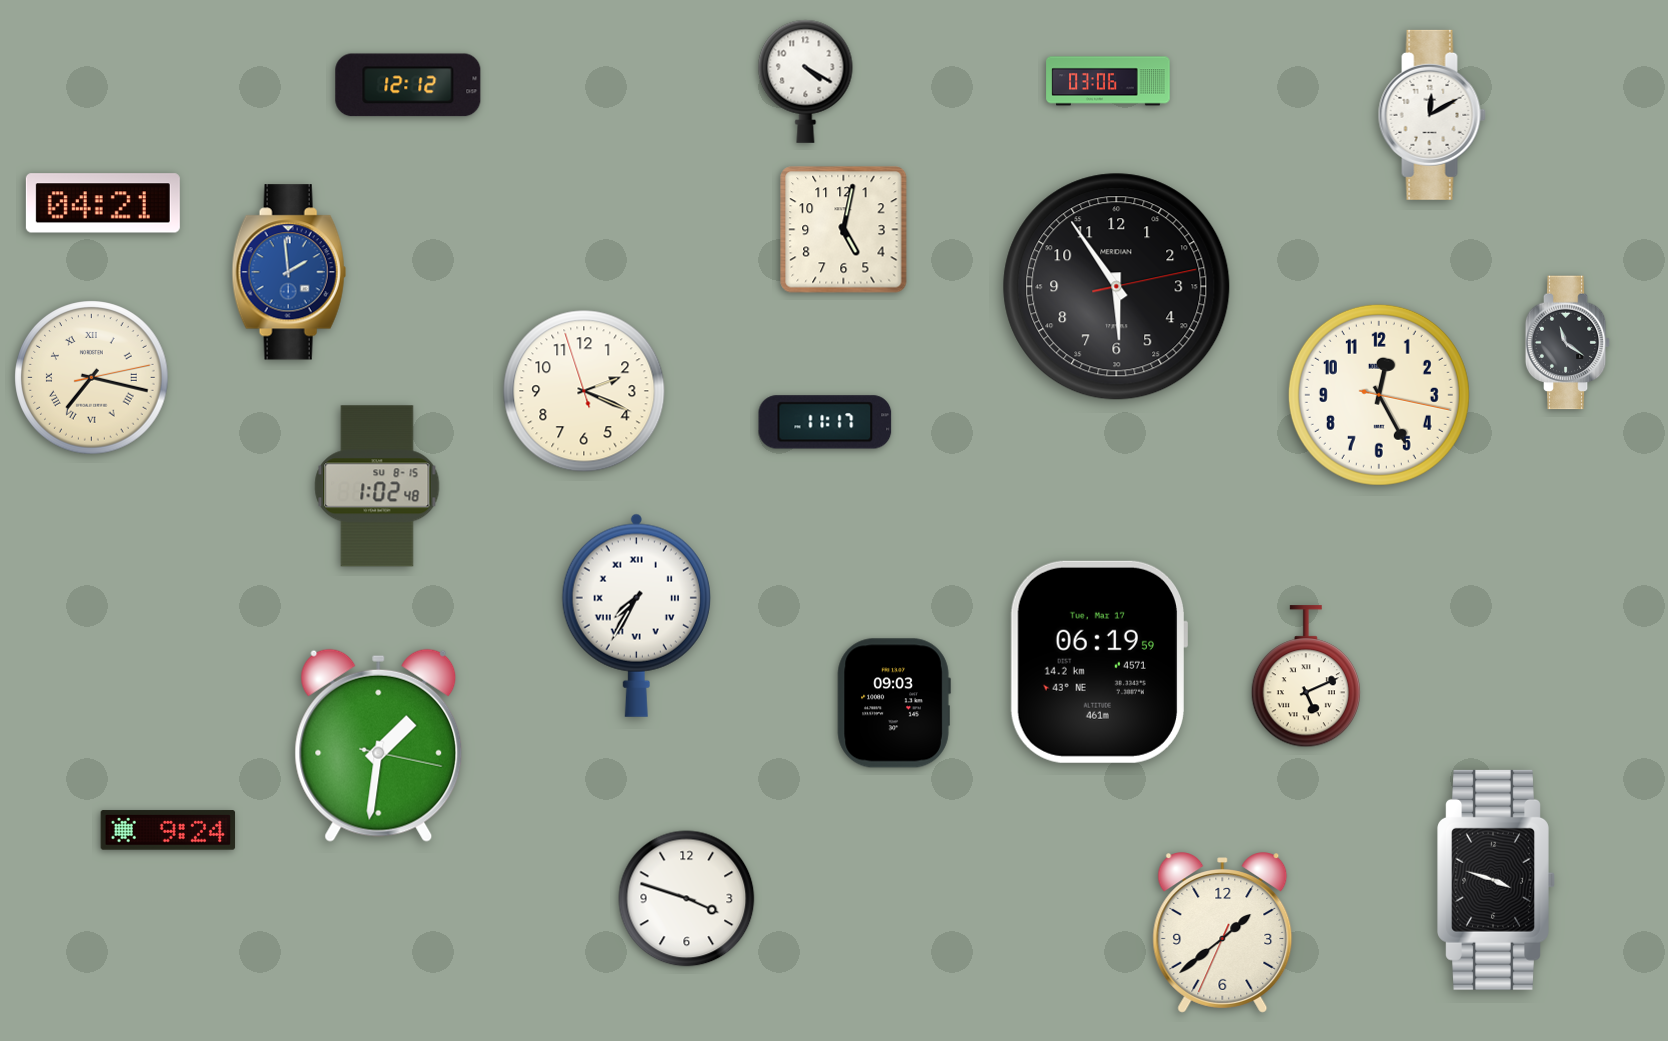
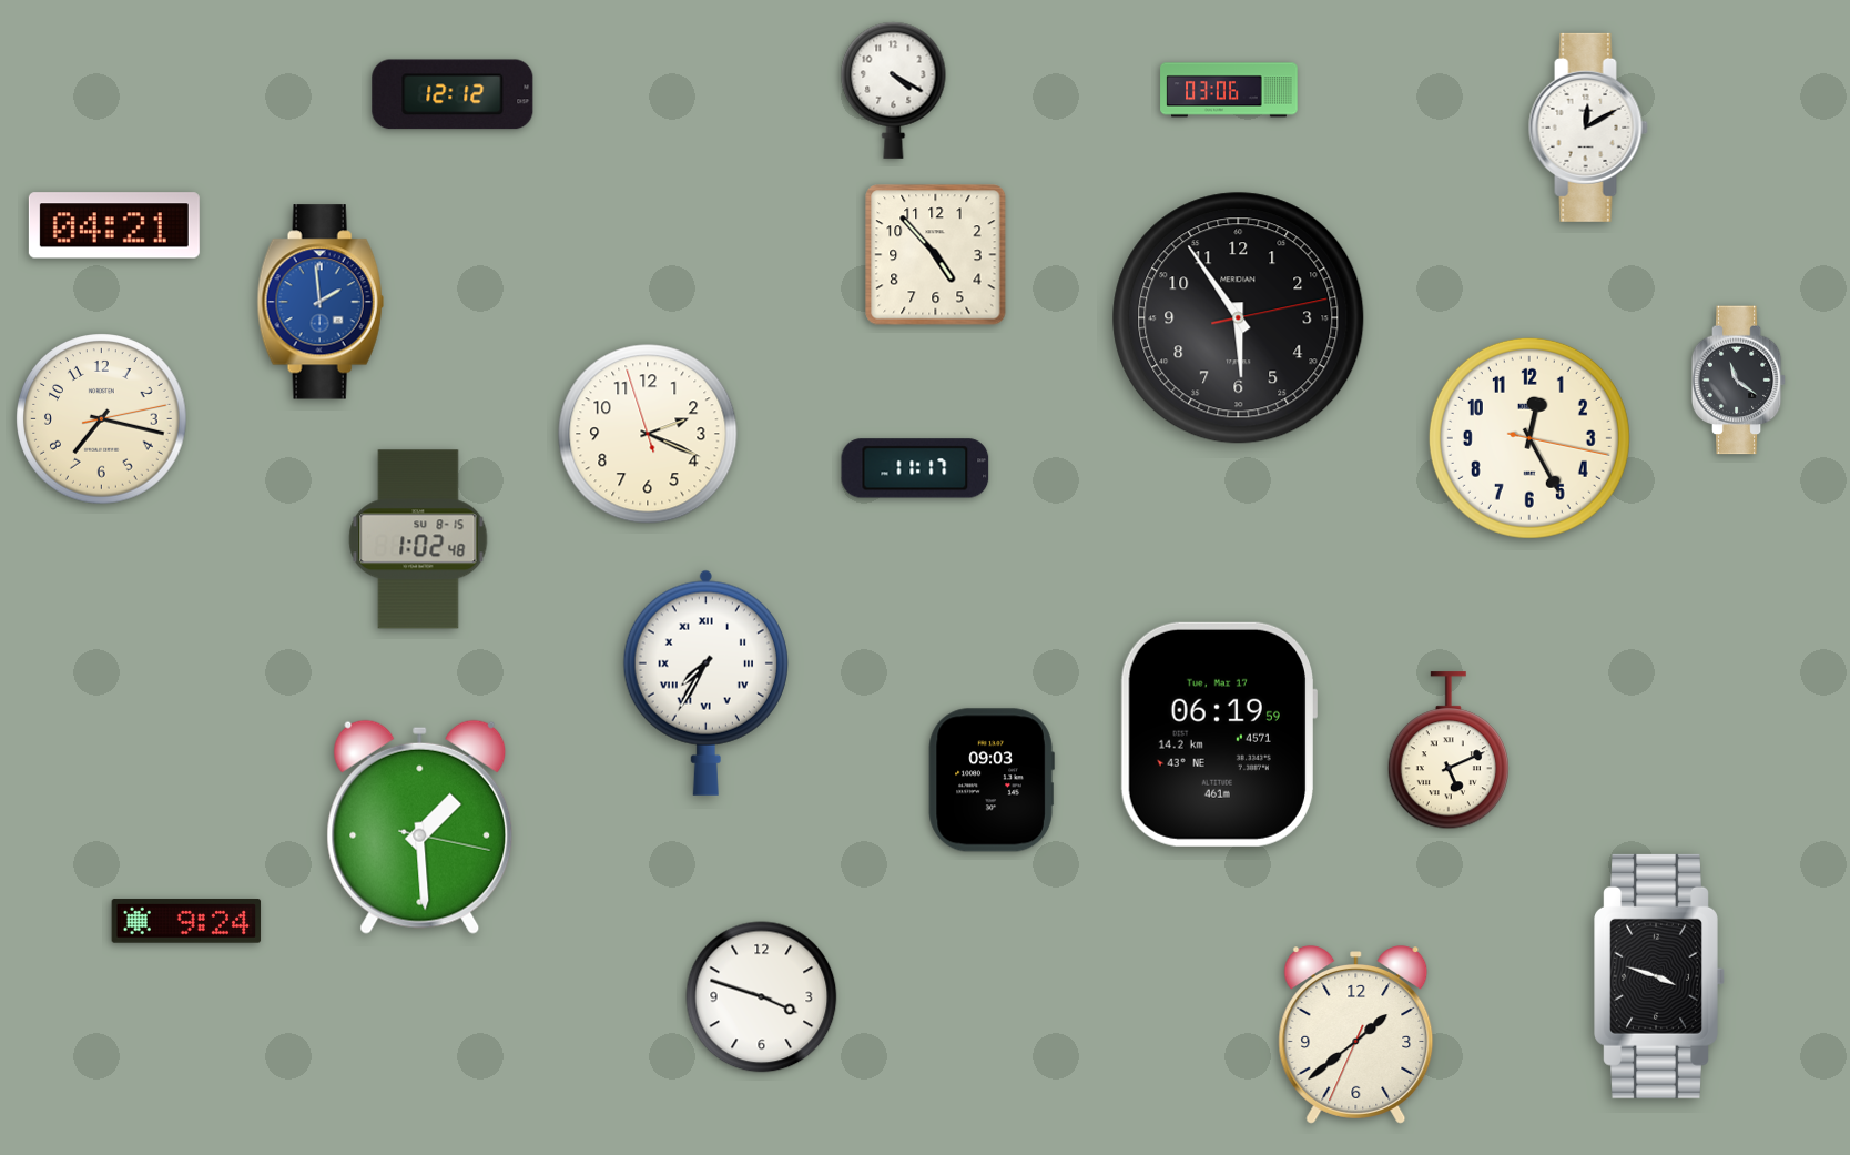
clock at (844, 230): 5:02 -> 4:53
clock at (92, 378) numerals: Roman -> Arabic
clock at (379, 745): 1:31 -> 1:29
